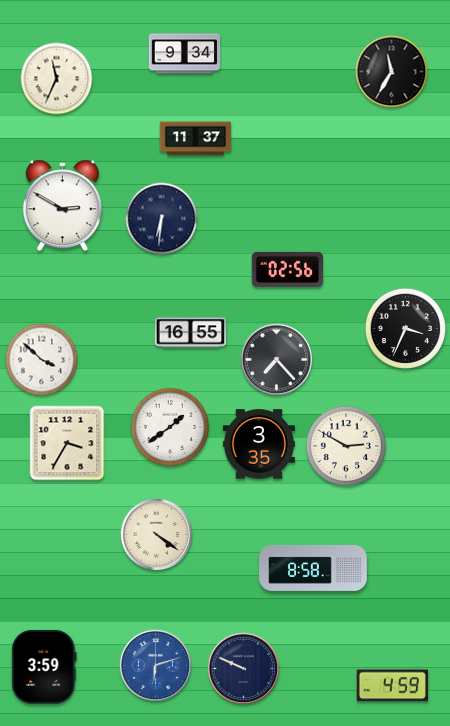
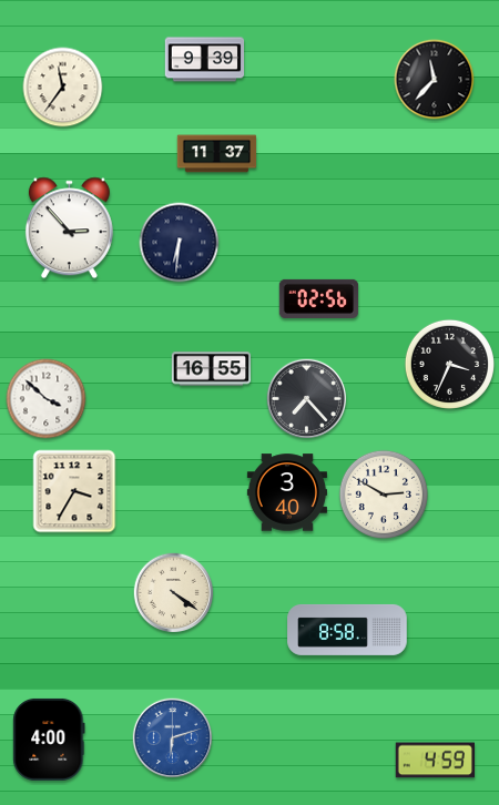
clock at (185, 54): 9:34 -> 9:39
clock at (392, 72): 11:35 -> 11:37
clock at (57, 79): 11:34 -> 11:36
clock at (62, 206): 2:50 -> 2:53
clock at (170, 427): 1:39 -> none
clock at (259, 444): 3:35 -> 3:40
clock at (44, 667): 3:59 -> 4:00
clock at (244, 669): 9:49 -> none
